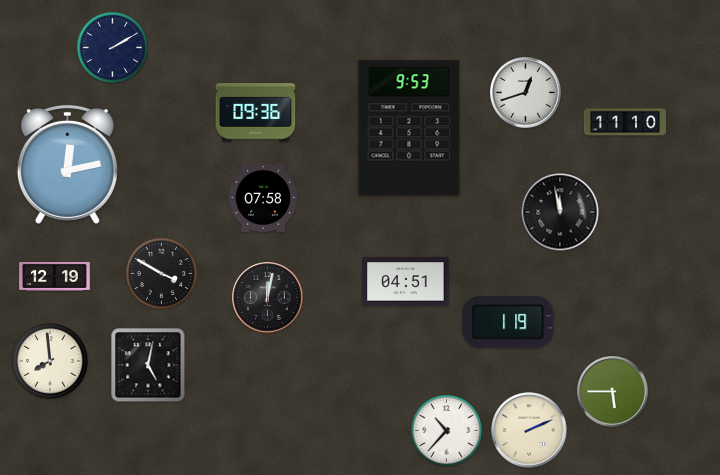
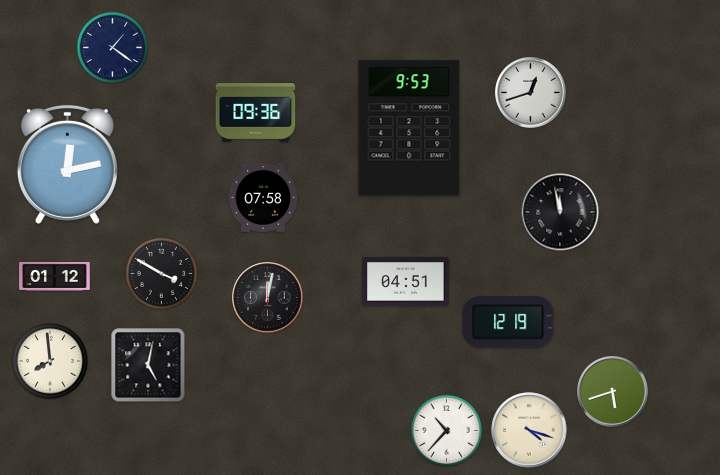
clock at (112, 47): 2:10 -> 1:21
clock at (526, 93) position: (526, 93) -> (531, 93)
clock at (625, 122): 11:10 -> none
clock at (55, 276): 12:19 -> 01:12
clock at (508, 322): 1:19 -> 12:19
clock at (613, 392): 5:45 -> 5:42
clock at (529, 430): 2:11 -> 4:18
